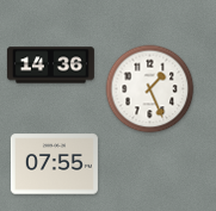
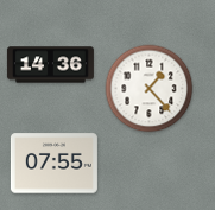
clock at (150, 89): 1:26 -> 1:23
